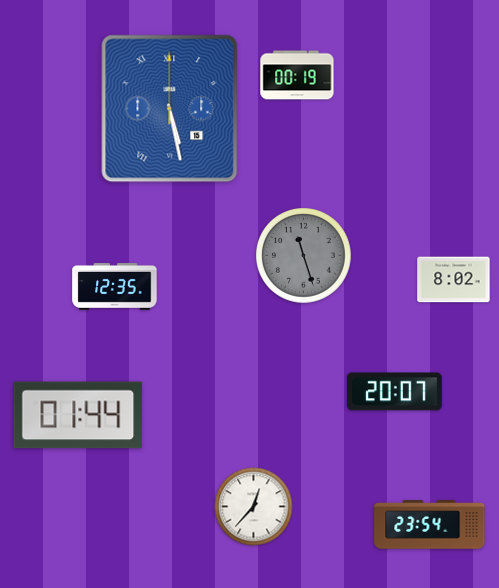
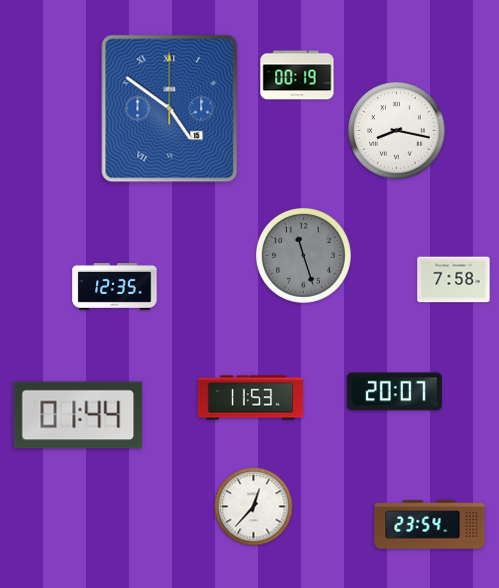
clock at (170, 109): 5:28 -> 4:51
clock at (397, 131): none -> 8:17
clock at (454, 280): 8:02 -> 7:58
clock at (251, 398): none -> 11:53
